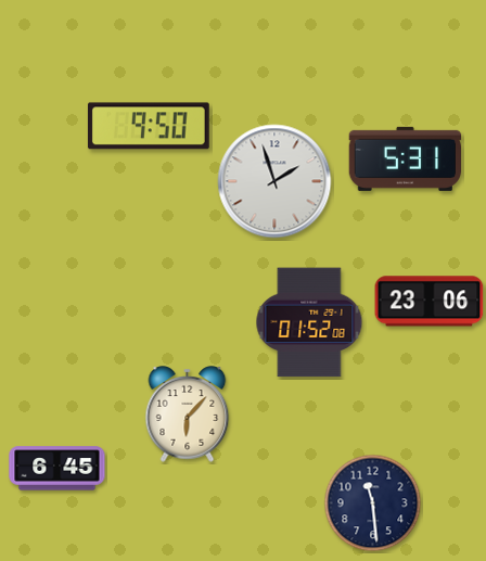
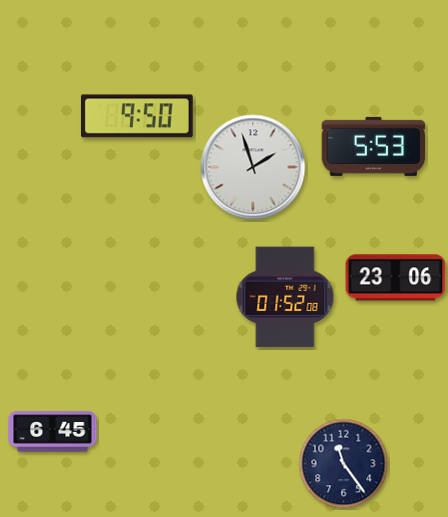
clock at (406, 158): 5:31 -> 5:53
clock at (188, 415): 6:07 -> none
clock at (373, 503): 11:29 -> 11:24
